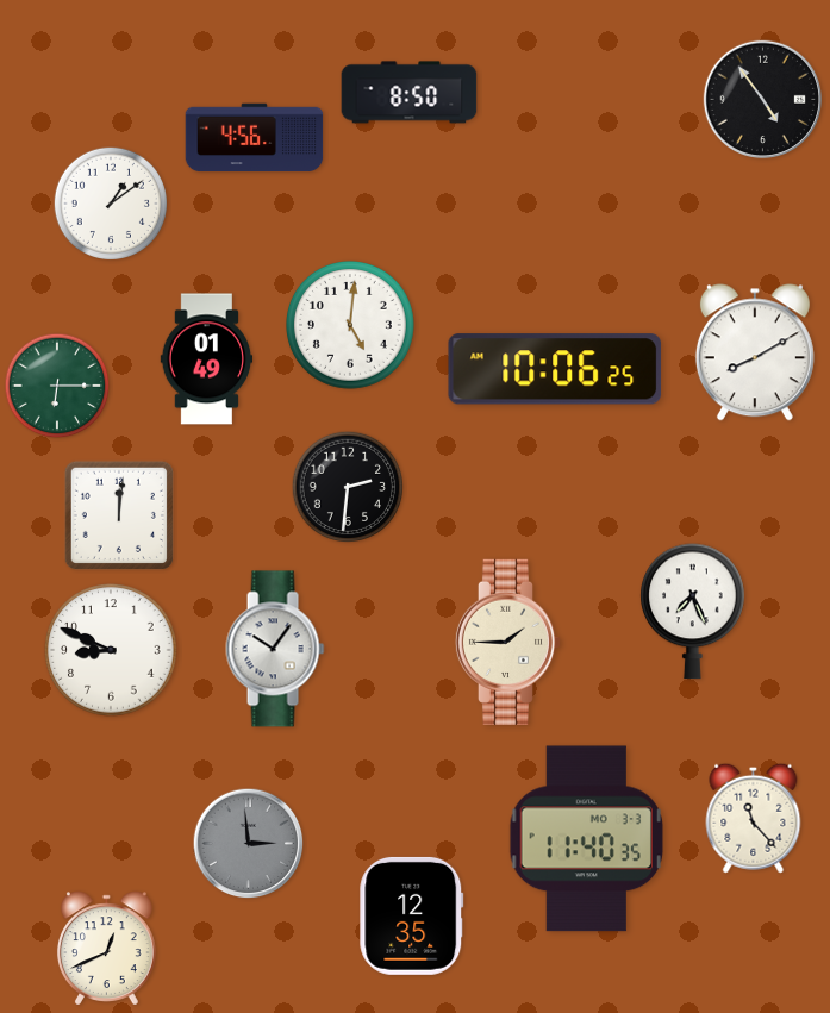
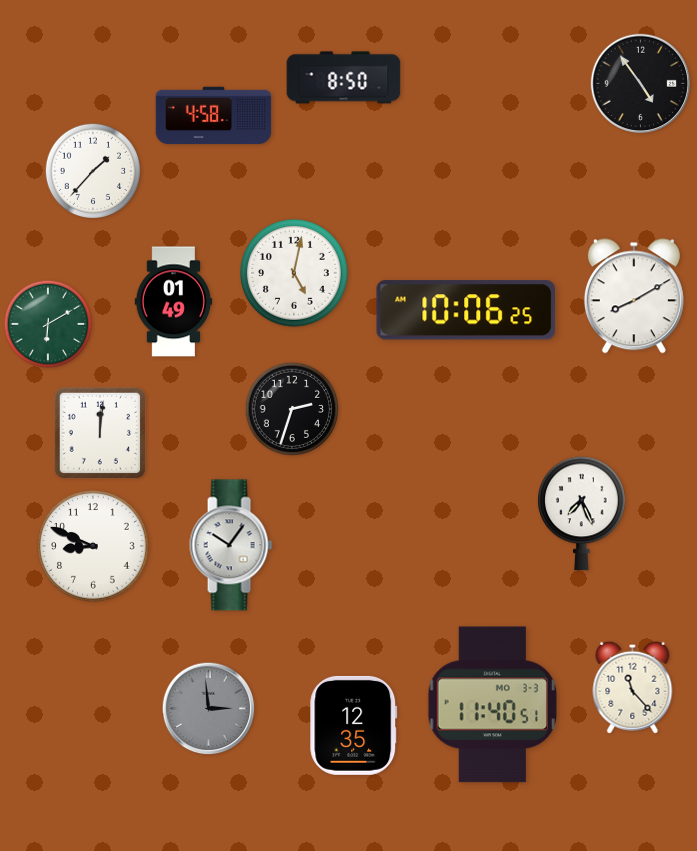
clock at (255, 138): 4:56 -> 4:58
clock at (110, 202): 1:09 -> 1:37
clock at (351, 326): 5:01 -> 5:02
clock at (57, 386): 6:15 -> 6:10
clock at (347, 486): 2:31 -> 2:33
clock at (508, 642): 1:45 -> none
clock at (586, 839): 11:40:35 -> 11:40:51
clock at (412, 915) position: (412, 915) -> (354, 725)
clock at (107, 949): 12:41 -> none
